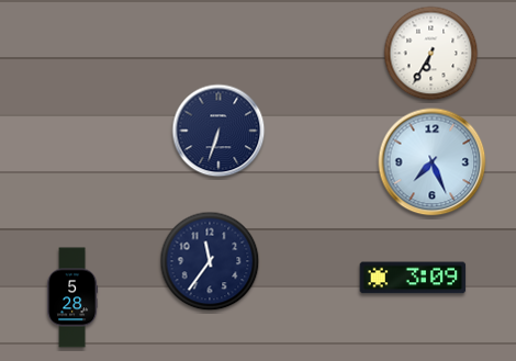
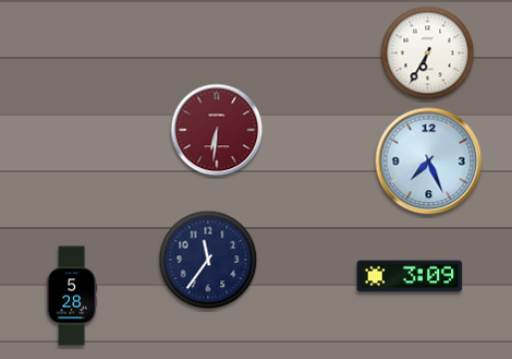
clock at (218, 131): 6:33 -> 6:31
clock at (218, 131) dial: navy -> burgundy
